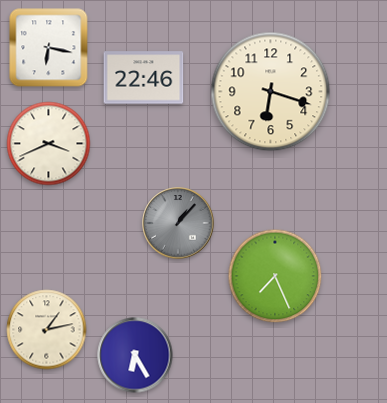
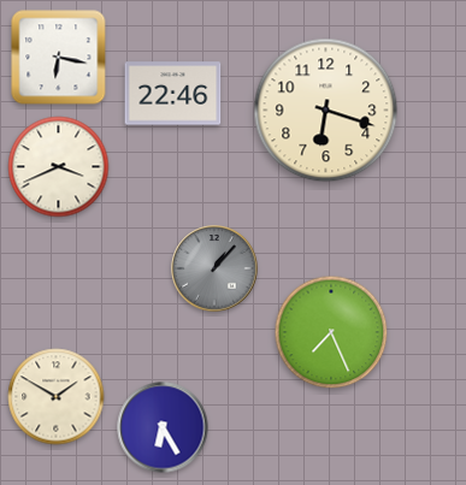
clock at (49, 144) position: (49, 144) -> (59, 167)
clock at (47, 330): 1:13 -> 1:50
